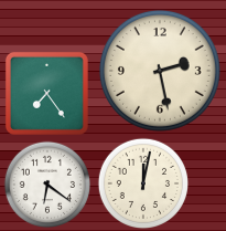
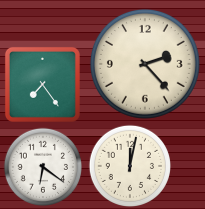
clock at (160, 71): 2:28 -> 2:23
